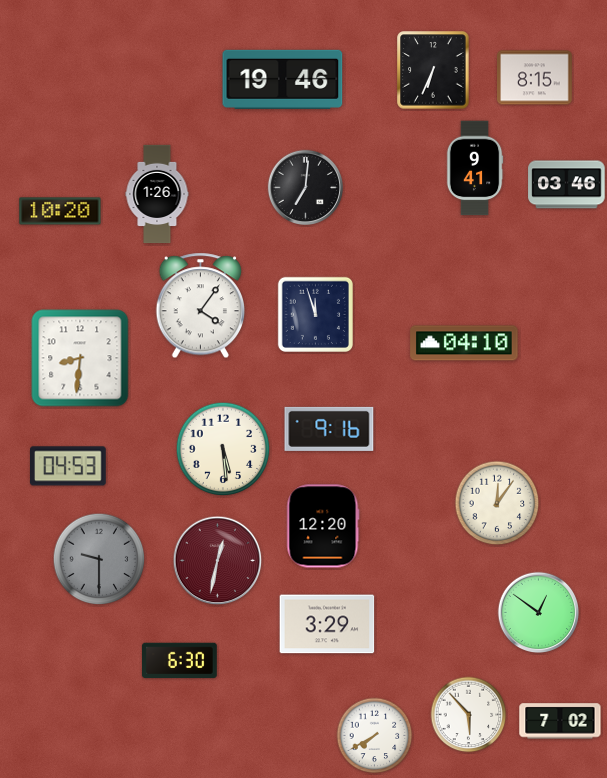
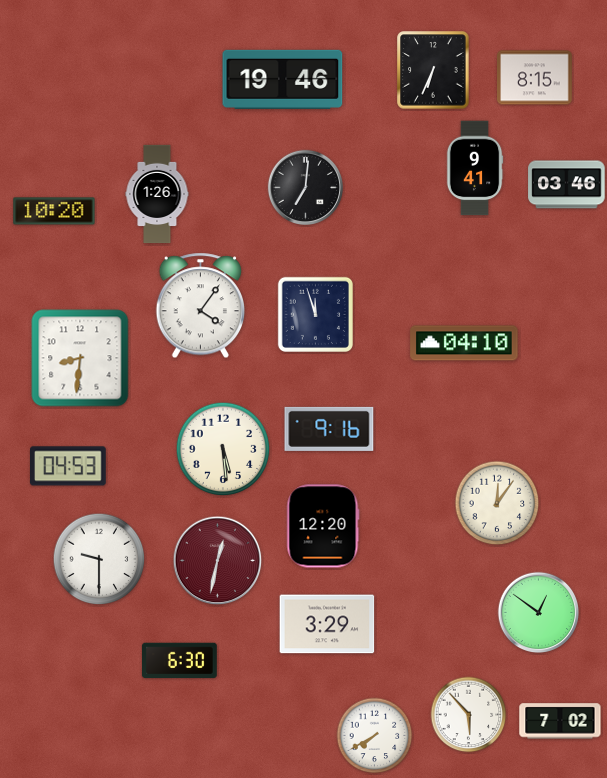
clock at (60, 211) position: (60, 211) -> (54, 211)
clock at (99, 559) dial: grey -> white
